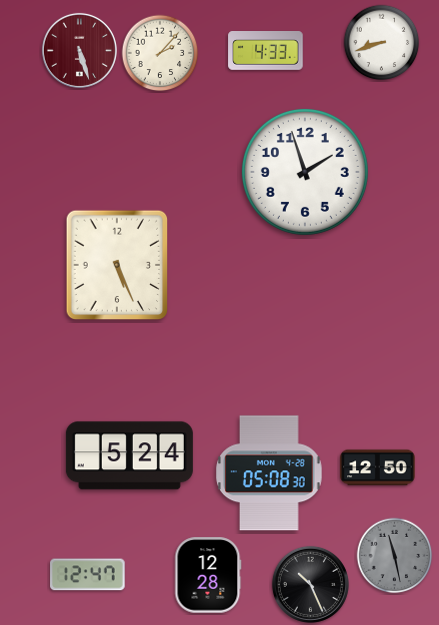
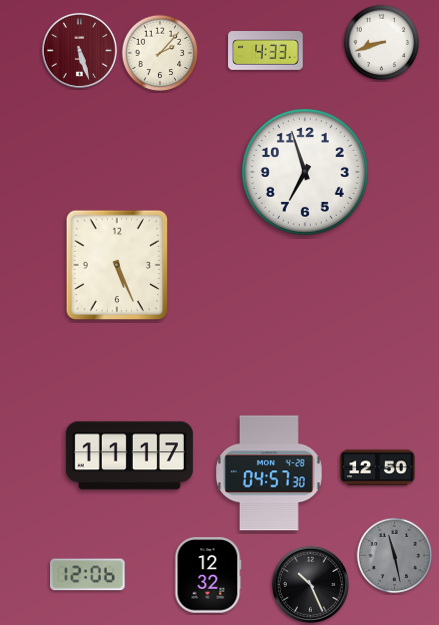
clock at (305, 172): 1:57 -> 6:57
clock at (129, 456): 5:24 -> 11:17
clock at (269, 473): 05:08 -> 04:57
clock at (88, 575): 12:47 -> 12:06
clock at (208, 575): 12:28 -> 12:32
